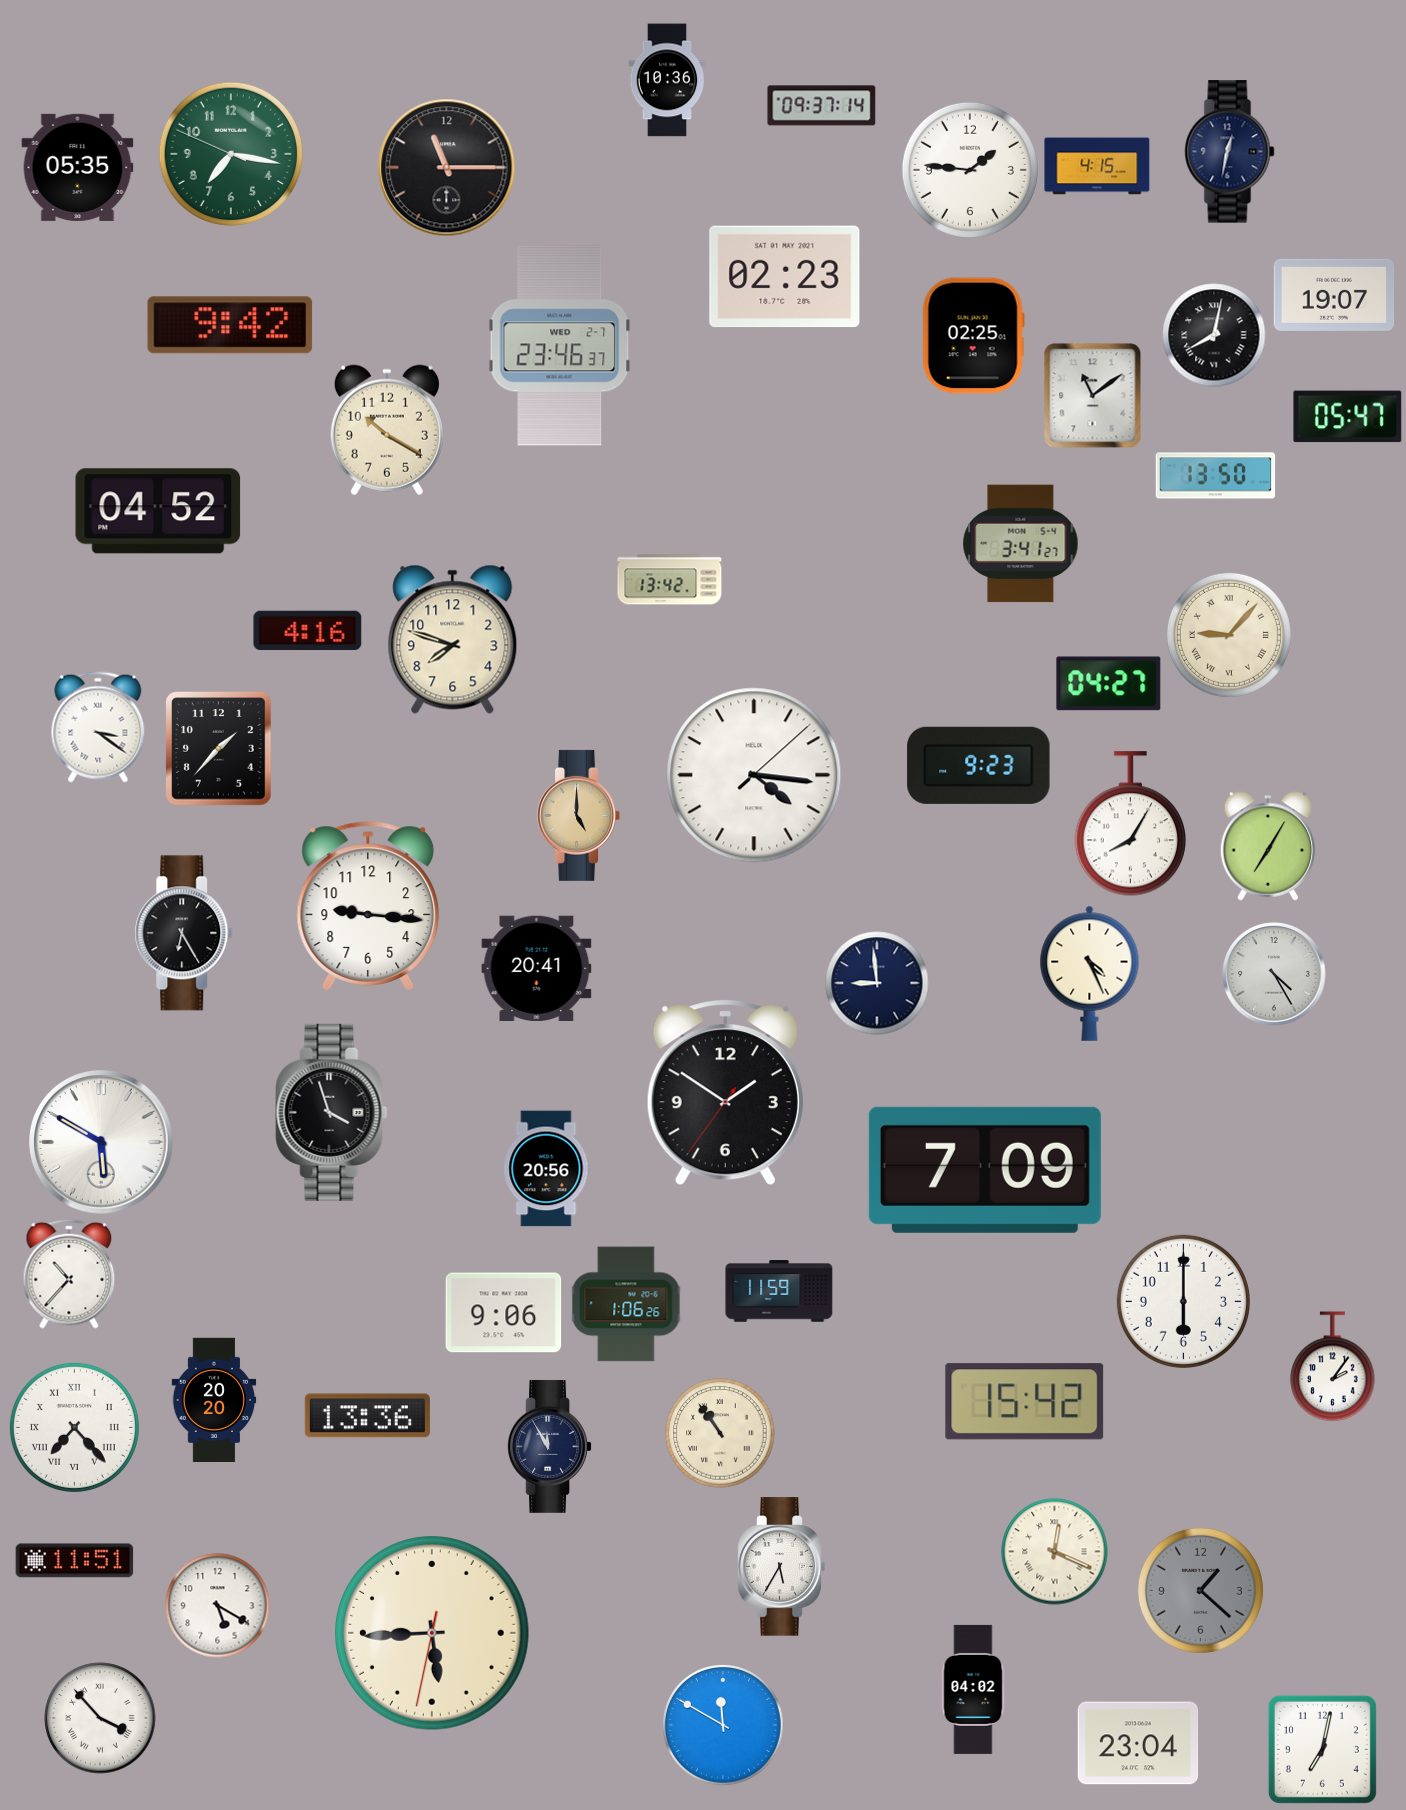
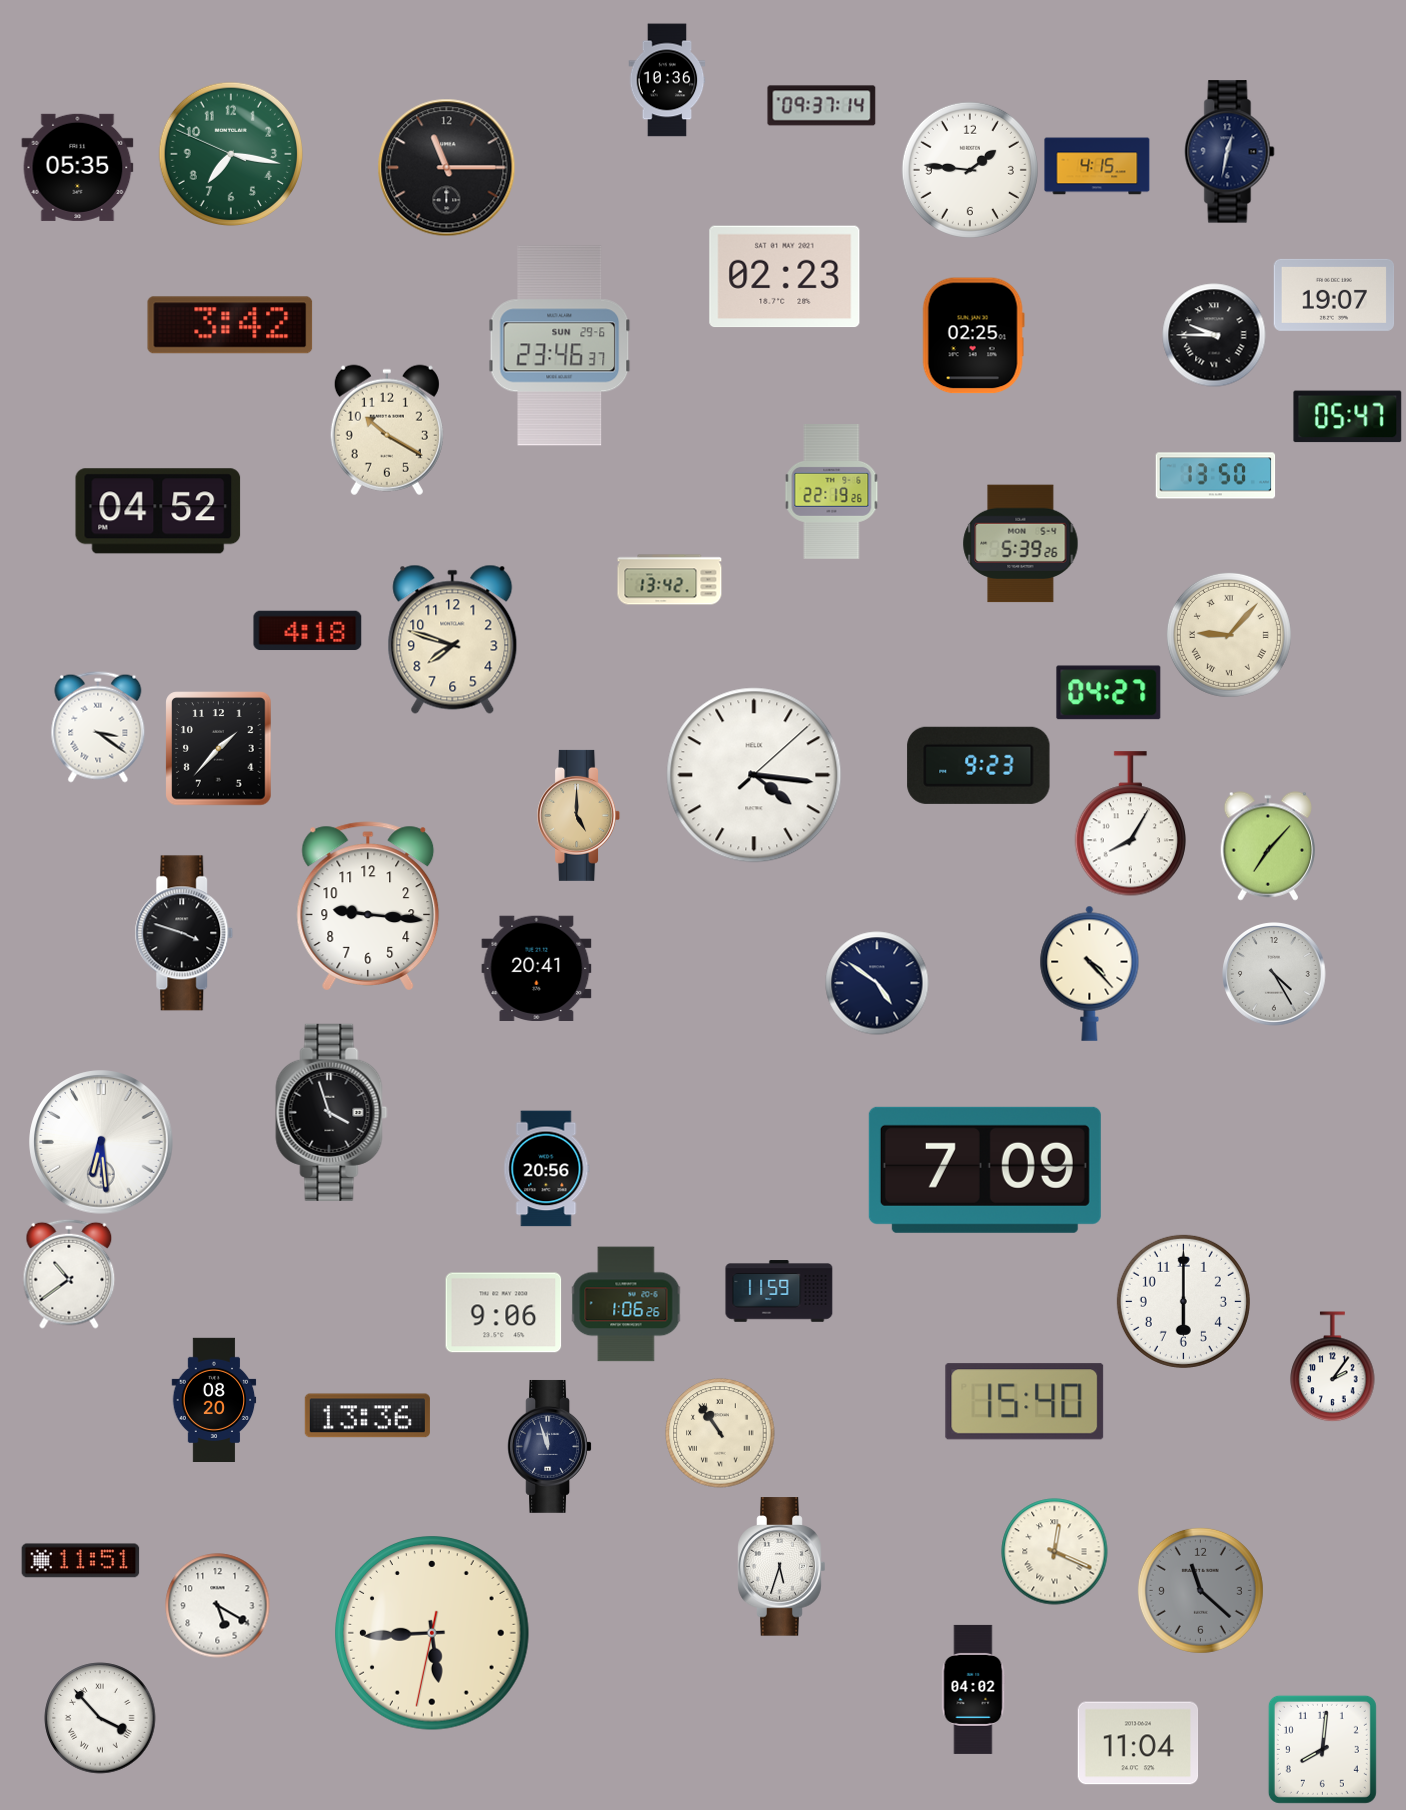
clock at (230, 325): 9:42 -> 3:42
clock at (1214, 335): 8:02 -> 9:45
clock at (560, 346) date: WED 2-7 -> SUN 29-6
clock at (1093, 396): 11:09 -> none
clock at (832, 492): none -> 22:19
clock at (1021, 544): 3:41 -> 5:39
clock at (308, 631): 4:16 -> 4:18
clock at (1109, 684) position: (1109, 684) -> (1109, 693)
clock at (1267, 846): 7:05 -> 7:07
clock at (184, 933): 6:25 -> 3:48
clock at (1090, 973): 4:26 -> 4:23
clock at (877, 983): 8:59 -> 4:51
clock at (725, 1093): 1:50 -> none
clock at (101, 1142): 5:50 -> 6:29
clock at (69, 1274): 10:37 -> 10:39
clock at (214, 1399): 20:20 -> 08:20
clock at (1025, 1402): 15:42 -> 15:40
clock at (74, 1427): 7:23 -> none
clock at (549, 1446): 11:55 -> 11:57
clock at (75, 1561) position: (75, 1561) -> (81, 1561)
clock at (782, 1567): 5:35 -> 5:33
clock at (1200, 1590): 1:22 -> 11:22
clock at (723, 1725): 11:50 -> none
clock at (1138, 1743): 23:04 -> 11:04
clock at (1322, 1749): 7:02 -> 8:01
